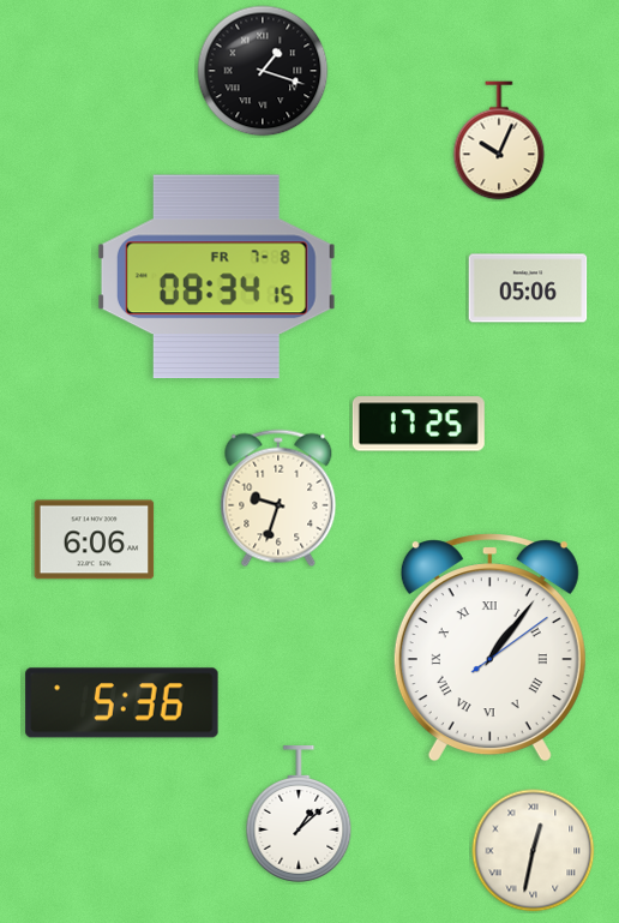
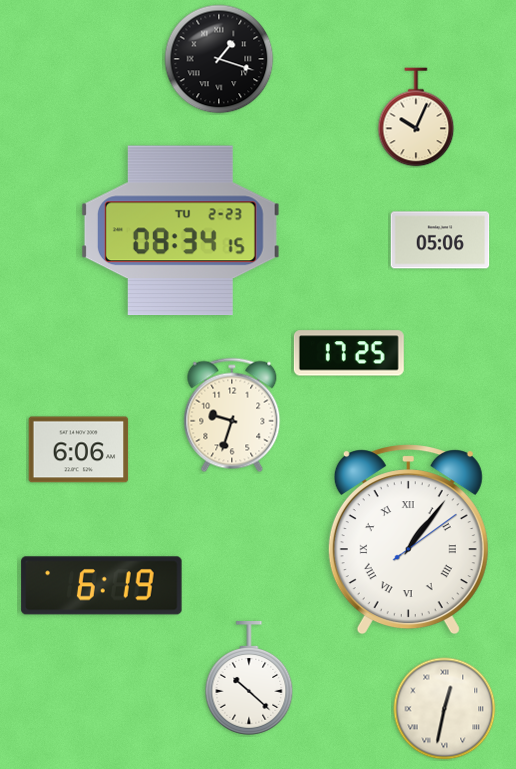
clock at (216, 277) date: FR 7-8 -> TU 2-23
clock at (122, 703): 5:36 -> 6:19
clock at (299, 814): 1:08 -> 10:22
